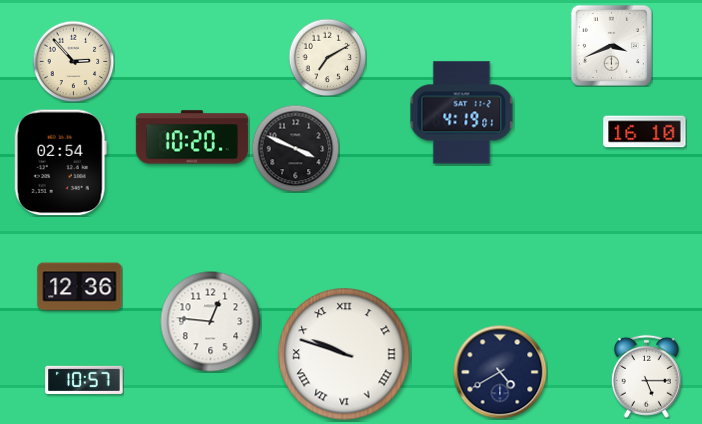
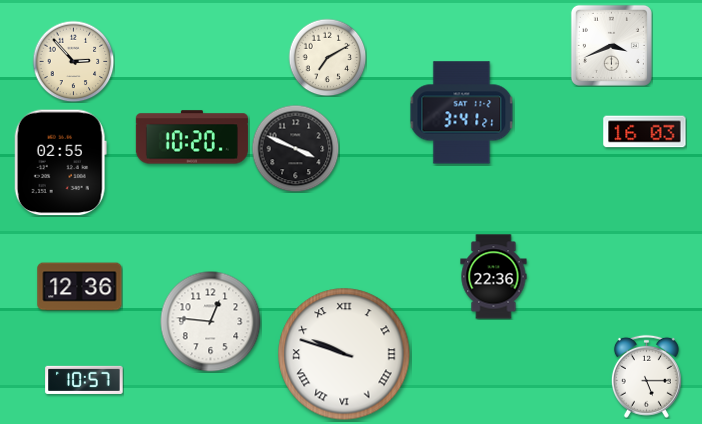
clock at (462, 113): 4:19 -> 3:41
clock at (645, 132): 16:10 -> 16:03
clock at (60, 163): 02:54 -> 02:55
clock at (494, 277): none -> 22:36
clock at (500, 372): 4:40 -> none
